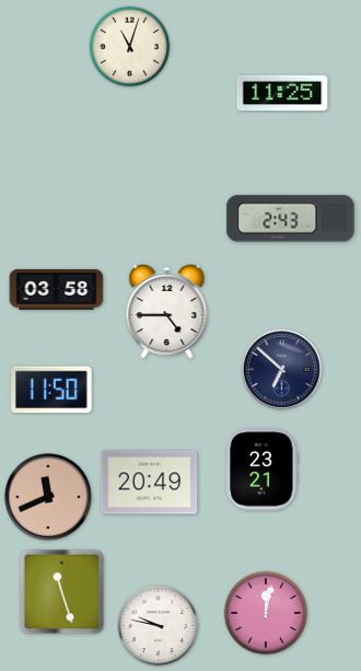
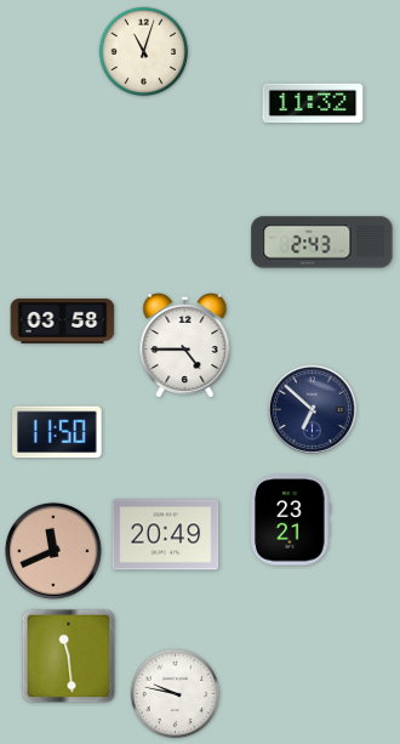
clock at (282, 93): 11:25 -> 11:32
clock at (62, 592): 11:27 -> 11:29
clock at (266, 613): 12:02 -> none
